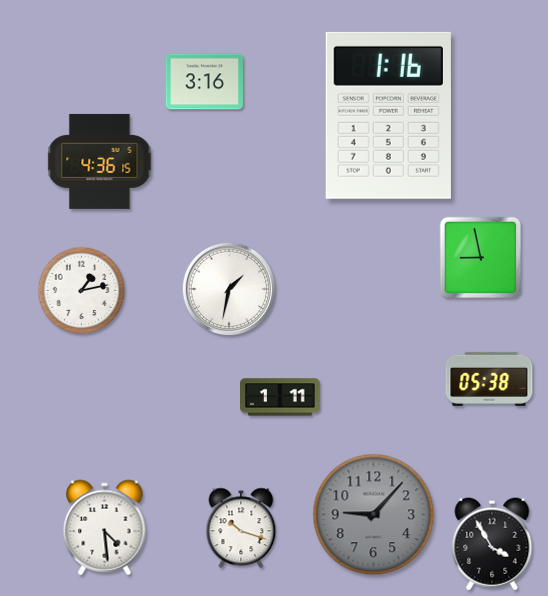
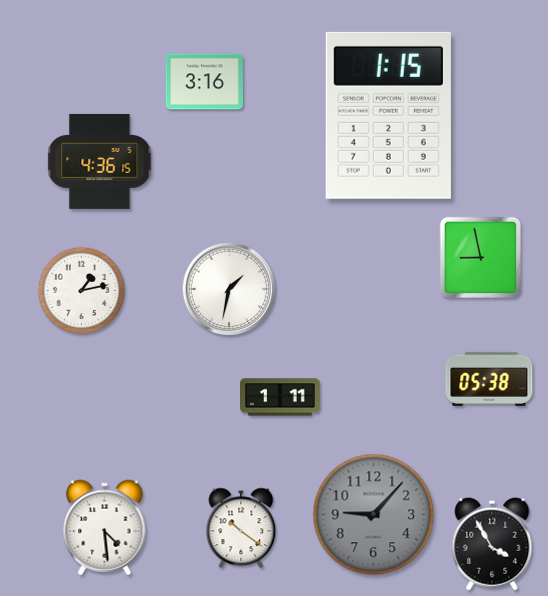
clock at (388, 115): 1:16 -> 1:15
clock at (241, 528): 10:18 -> 10:21
